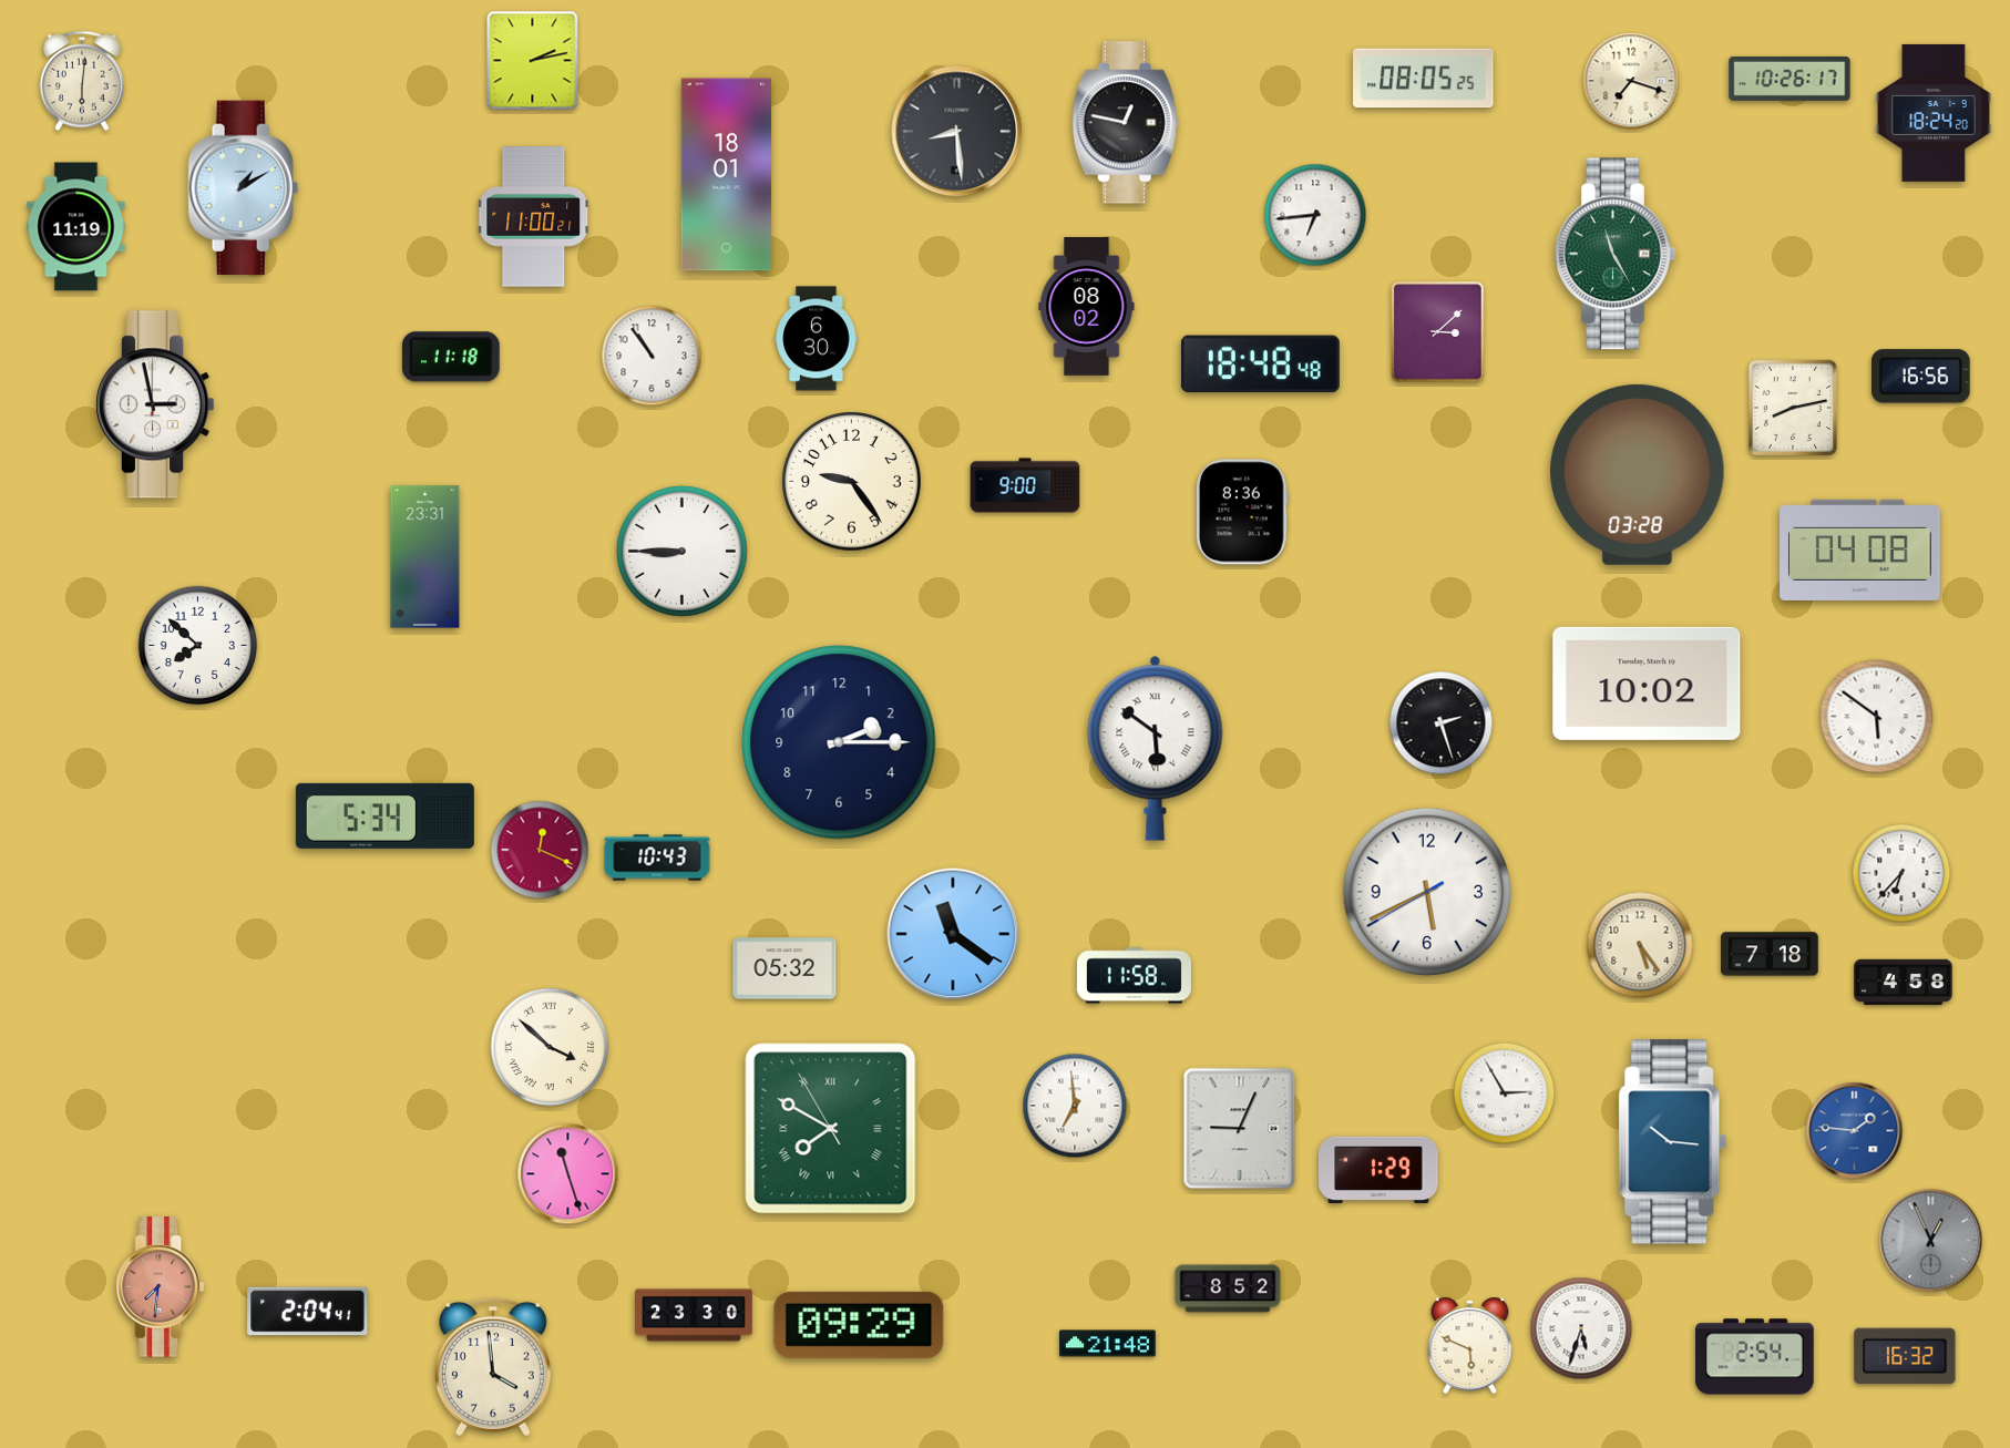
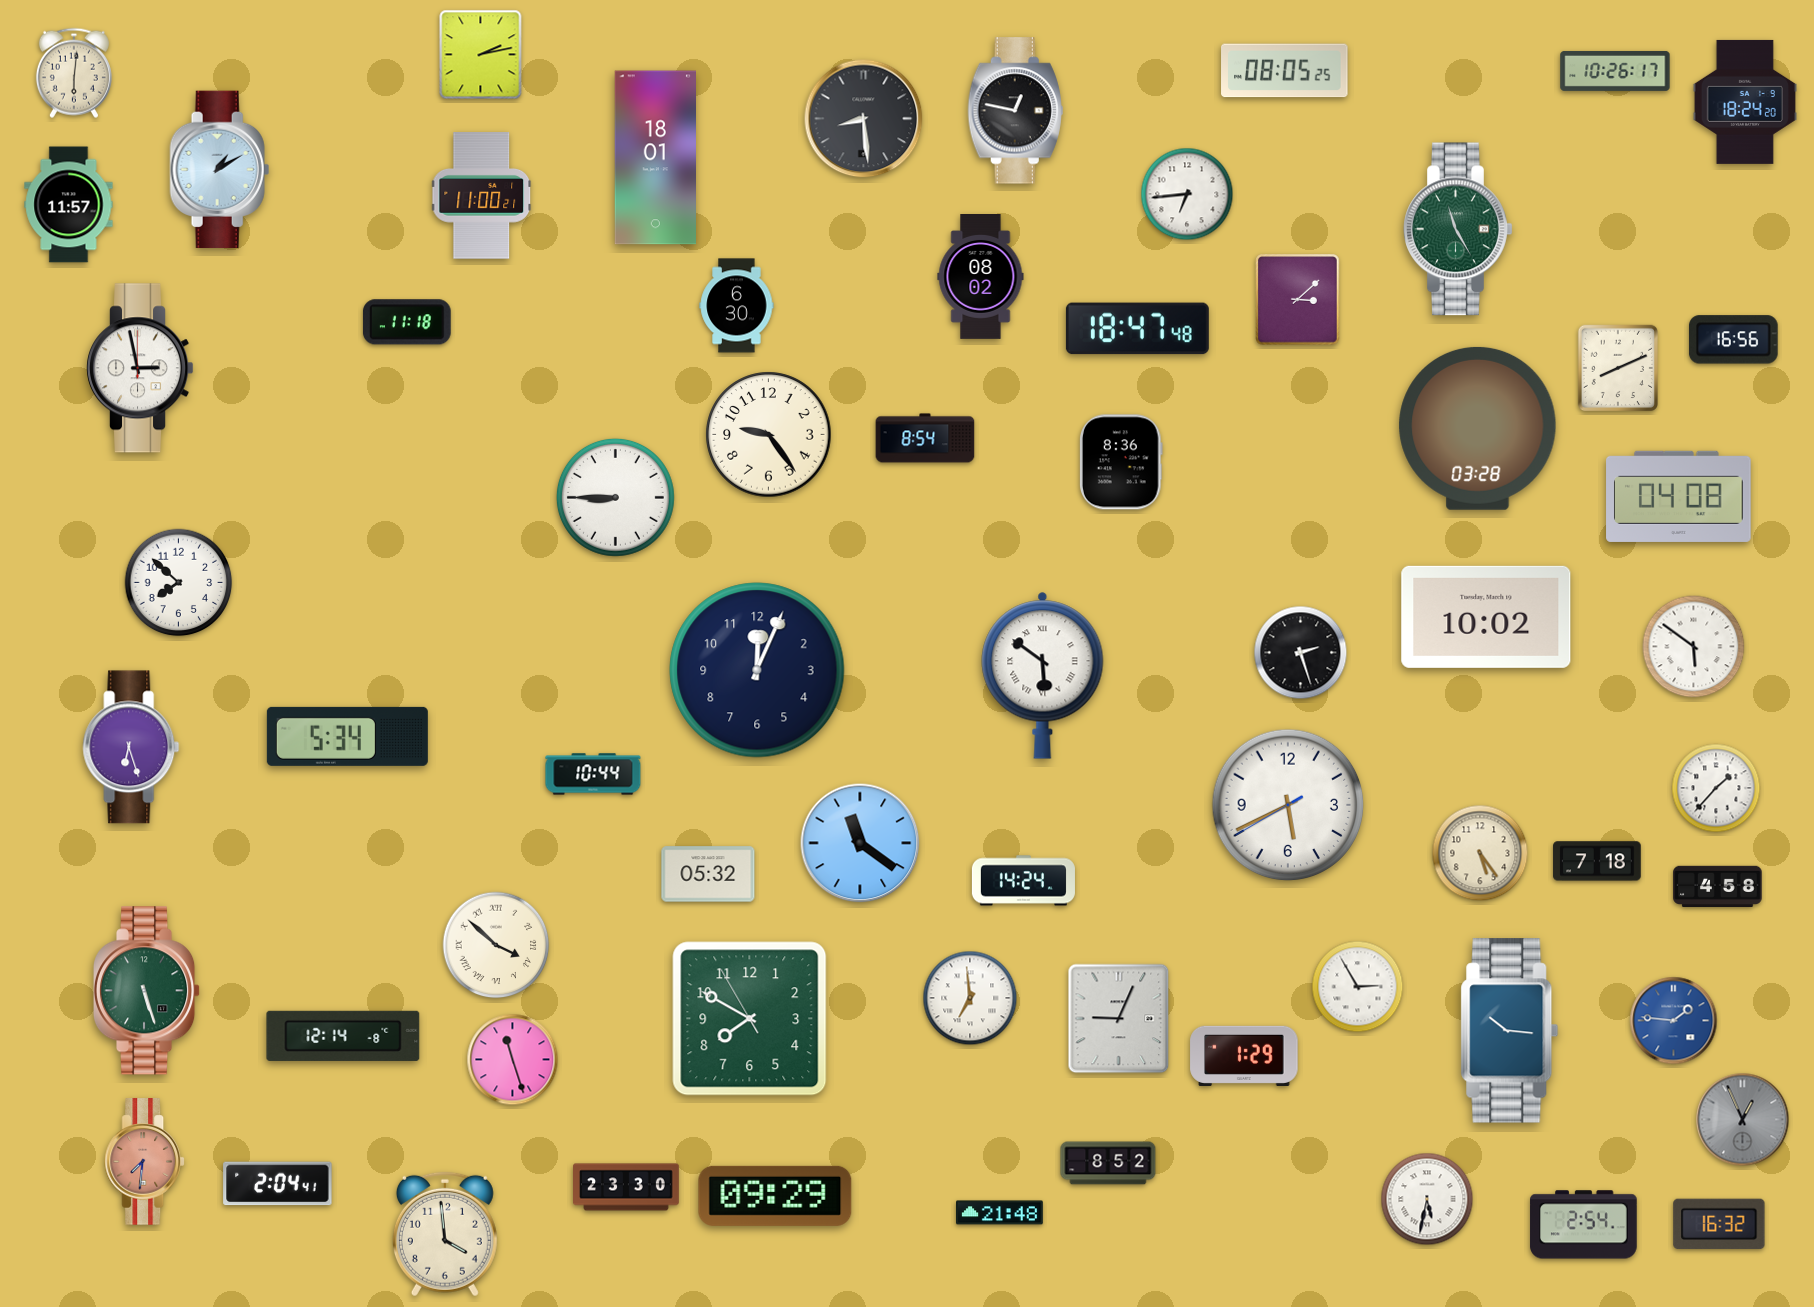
clock at (1631, 81): 7:18 -> none
clock at (76, 227): 11:19 -> 11:57
clock at (652, 356): 10:54 -> none
clock at (1260, 364): 18:48 -> 18:47
clock at (156, 404) position: (156, 404) -> (141, 368)
clock at (1792, 407): 8:13 -> 8:11
clock at (1025, 485): 9:00 -> 8:54
clock at (425, 557): 23:31 -> none
clock at (839, 742): 2:15 -> 12:04
clock at (131, 747): none -> 6:27
clock at (540, 850): 12:19 -> none
clock at (657, 857): 10:43 -> 10:44
clock at (1901, 873): 6:37 -> 1:37
clock at (1134, 976): 11:58 -> 14:24
clock at (147, 991): none -> 5:27
clock at (831, 1129) numerals: Roman -> Arabic
clock at (343, 1036): none -> 12:14
clock at (1581, 1328): 5:33 -> 5:32
clock at (1470, 1345): 5:49 -> none
